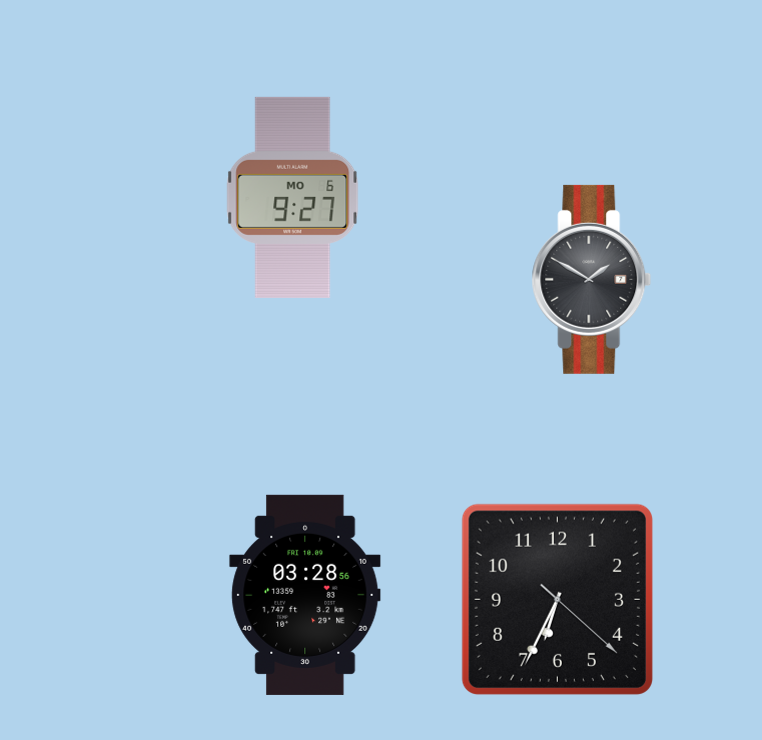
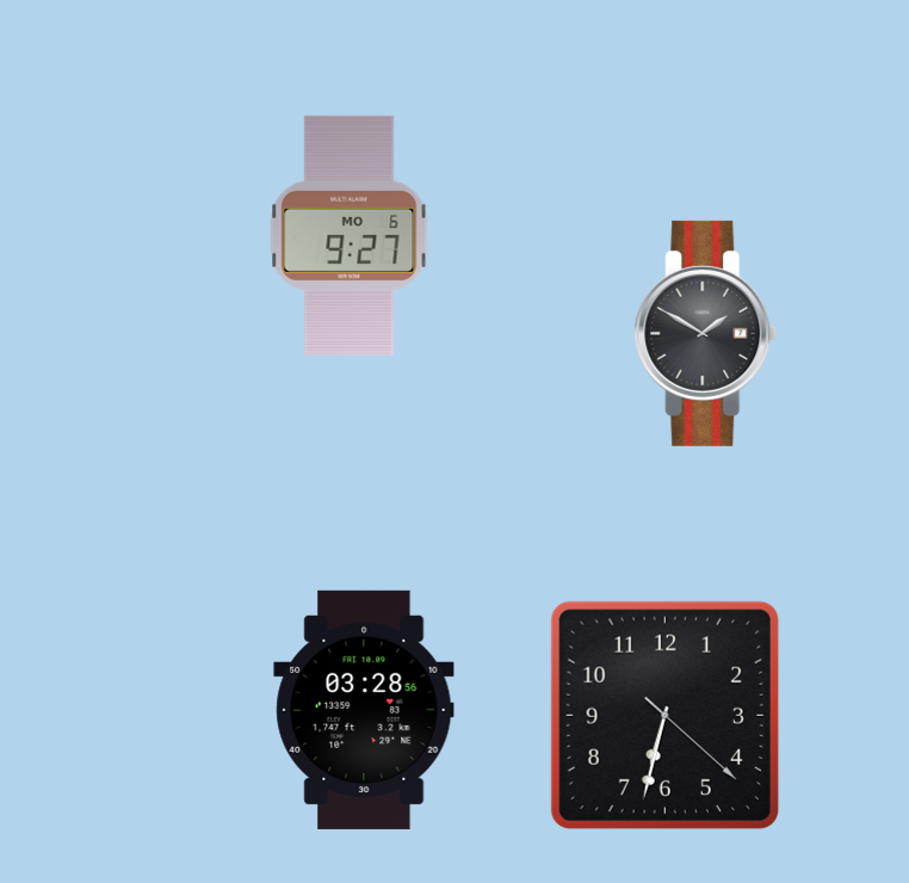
clock at (557, 599): 6:34 -> 6:32
